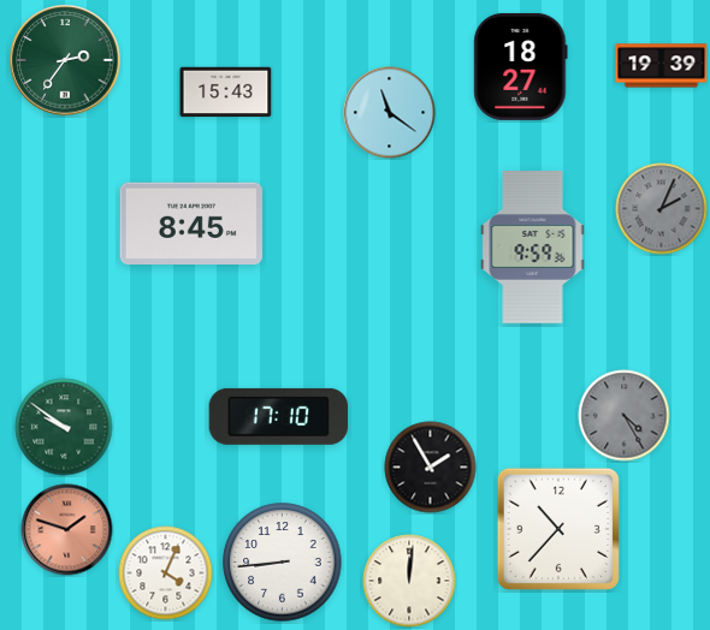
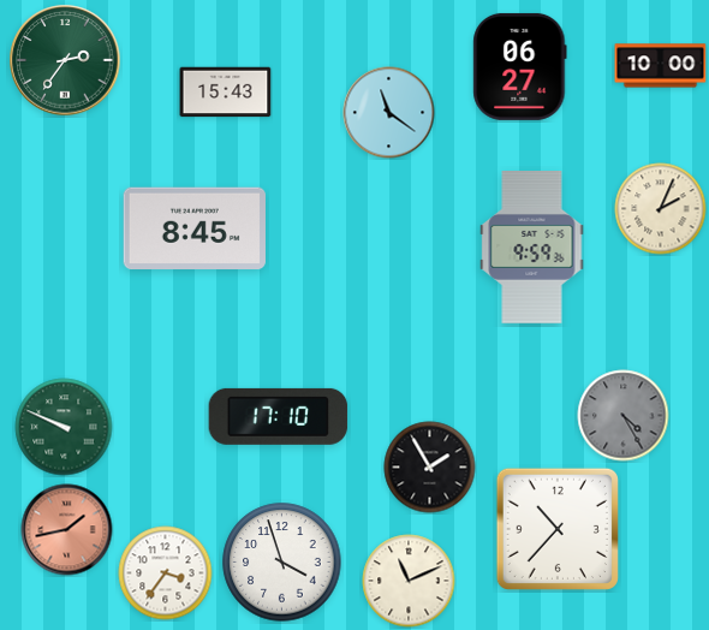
clock at (521, 66): 18:27 -> 06:27
clock at (662, 66): 19:39 -> 10:00
clock at (662, 209) dial: grey -> cream
clock at (191, 224) position: (191, 224) -> (195, 228)
clock at (64, 427): 9:51 -> 9:49
clock at (67, 530): 1:48 -> 1:43
clock at (283, 563): 8:44 -> 3:57
clock at (166, 573): 4:04 -> 3:36
clock at (409, 581): 12:01 -> 11:11
